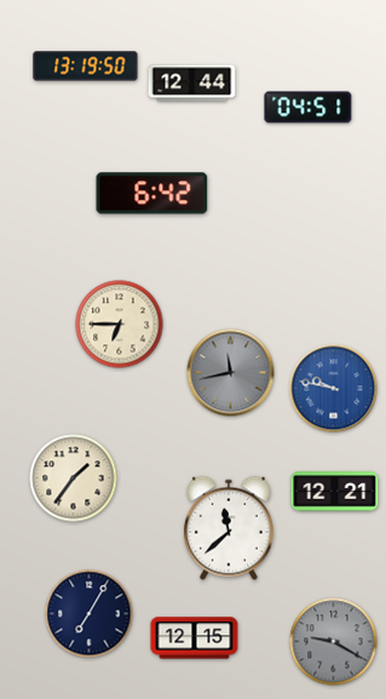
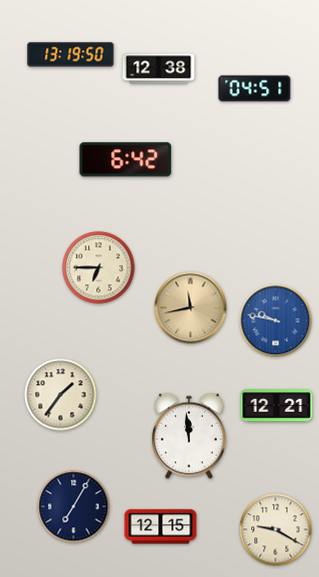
clock at (192, 84): 12:44 -> 12:38
clock at (231, 373) dial: grey -> champagne
clock at (229, 528): 11:38 -> 11:59
clock at (334, 642) dial: grey -> cream
